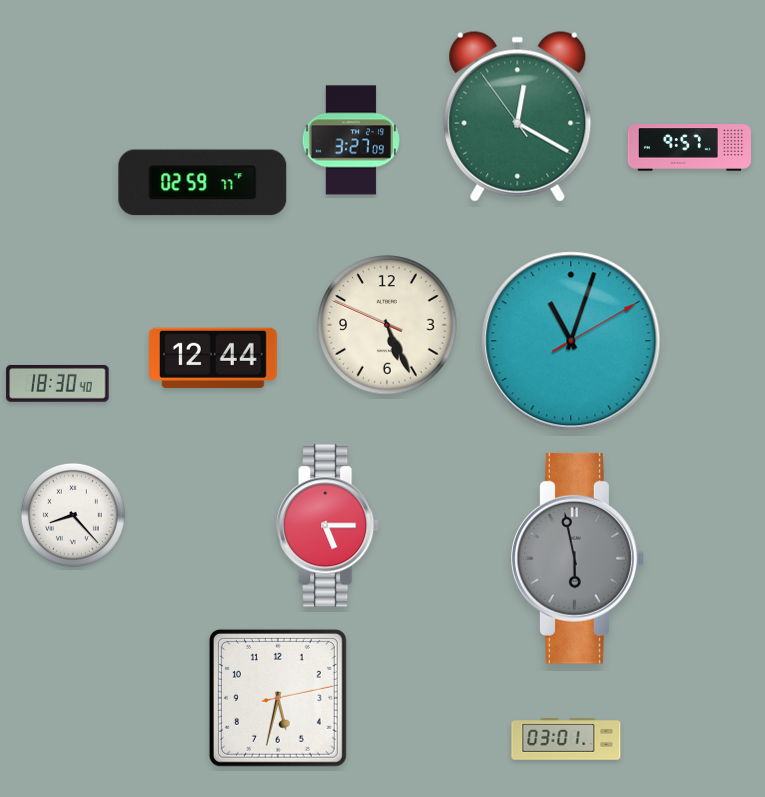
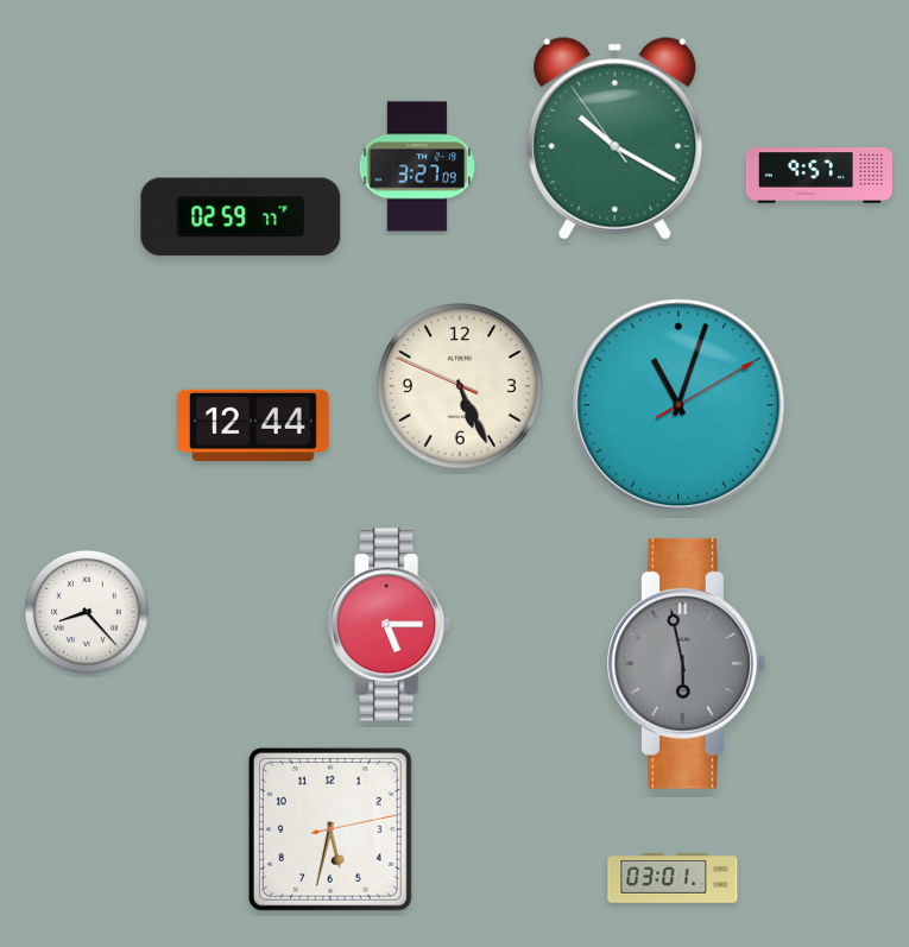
clock at (518, 116): 12:19 -> 10:19
clock at (58, 383): 18:30 -> none
